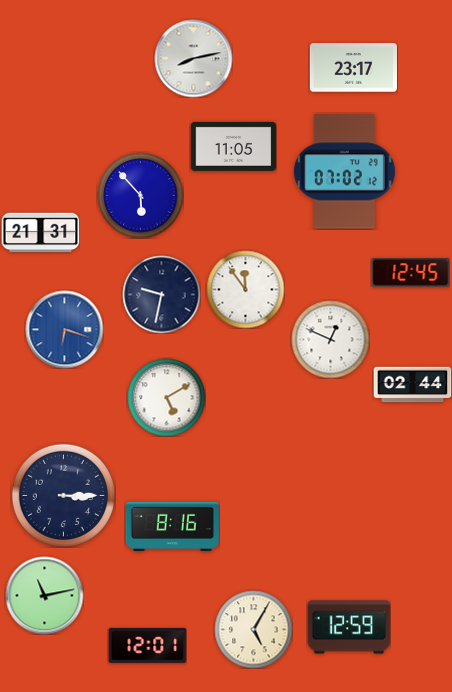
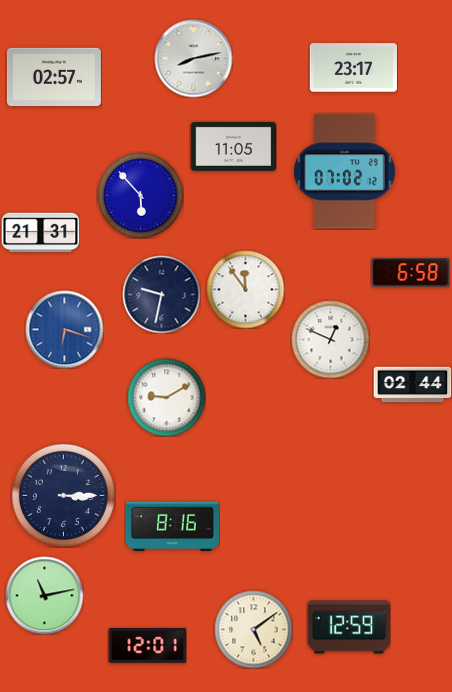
clock at (54, 76): none -> 02:57
clock at (410, 273): 12:45 -> 6:58
clock at (166, 397): 5:10 -> 9:10
clock at (253, 629): 5:05 -> 5:09
